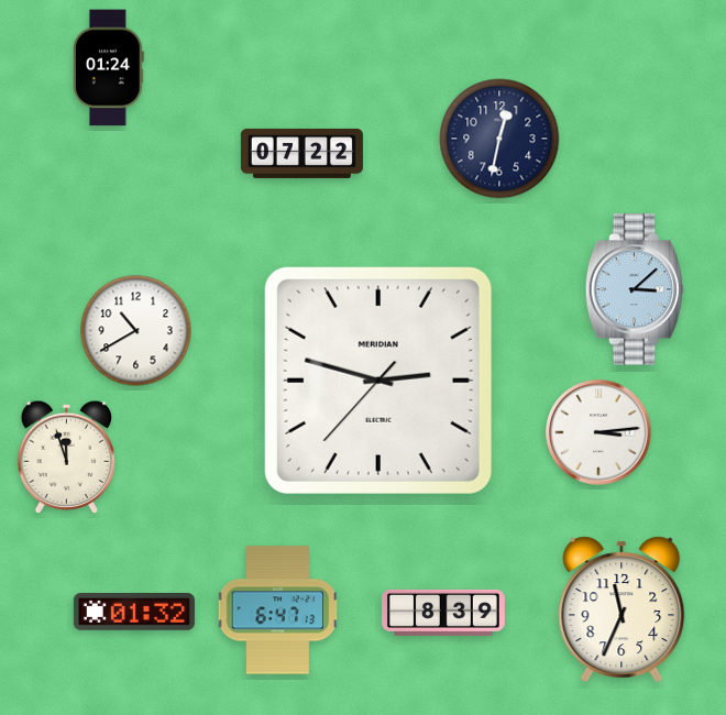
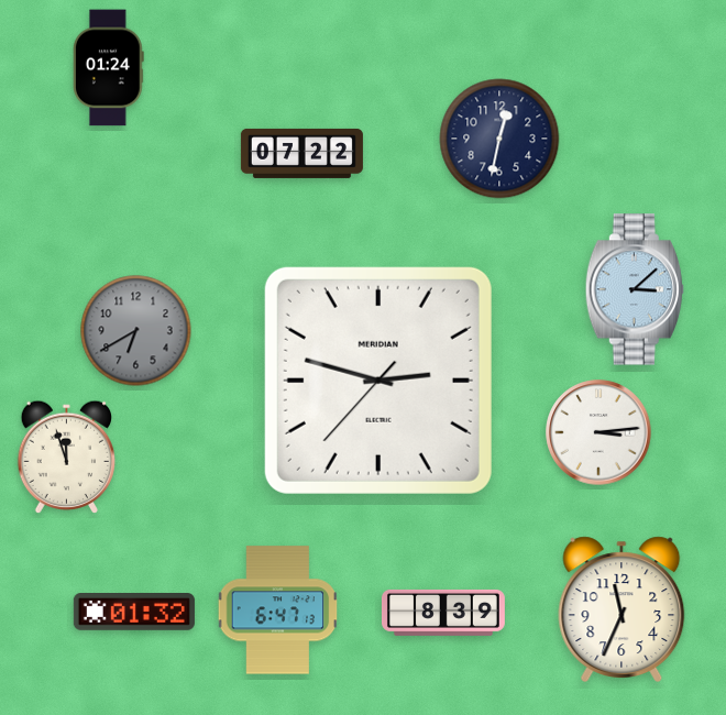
clock at (136, 331): 10:40 -> 6:40
clock at (136, 331) dial: white -> grey
